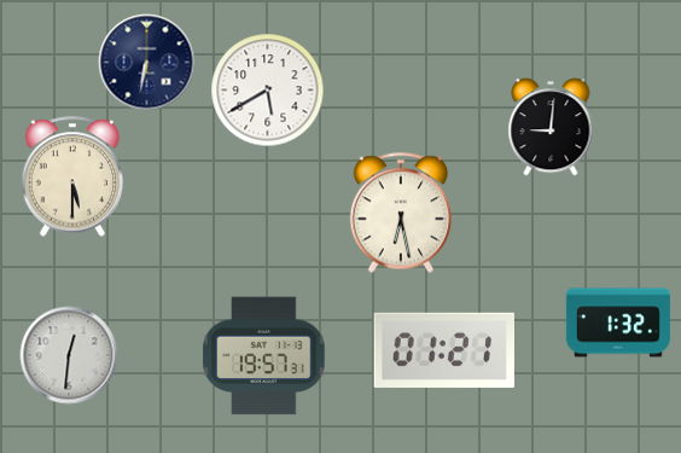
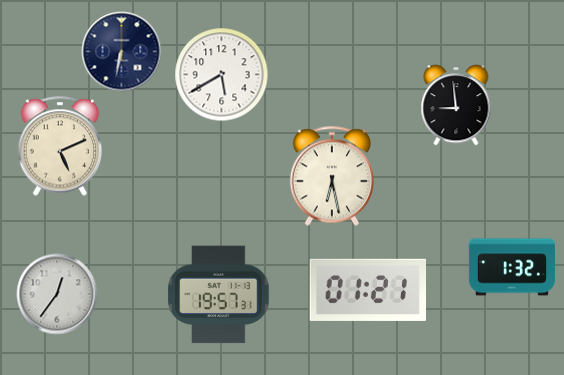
clock at (551, 127): 9:01 -> 8:59
clock at (72, 176): 5:30 -> 5:11
clock at (69, 355): 12:31 -> 12:36
